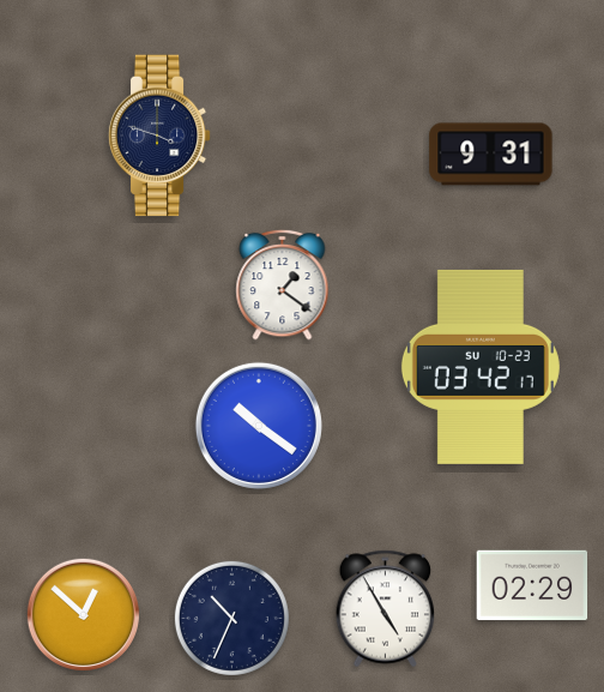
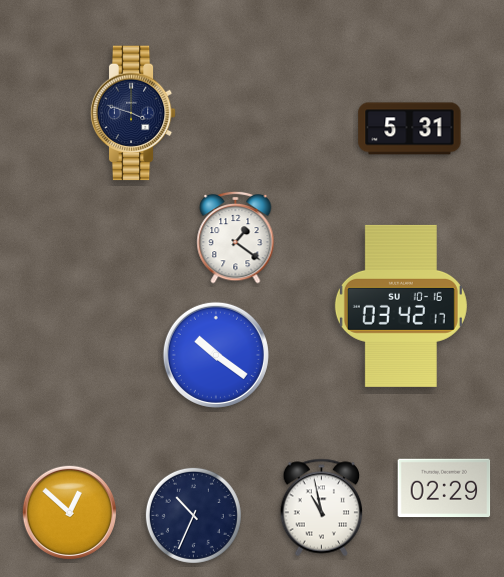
clock at (491, 155): 9:31 -> 5:31
clock at (481, 367) date: SU 10-23 -> SU 10-16
clock at (386, 609): 4:55 -> 10:58
